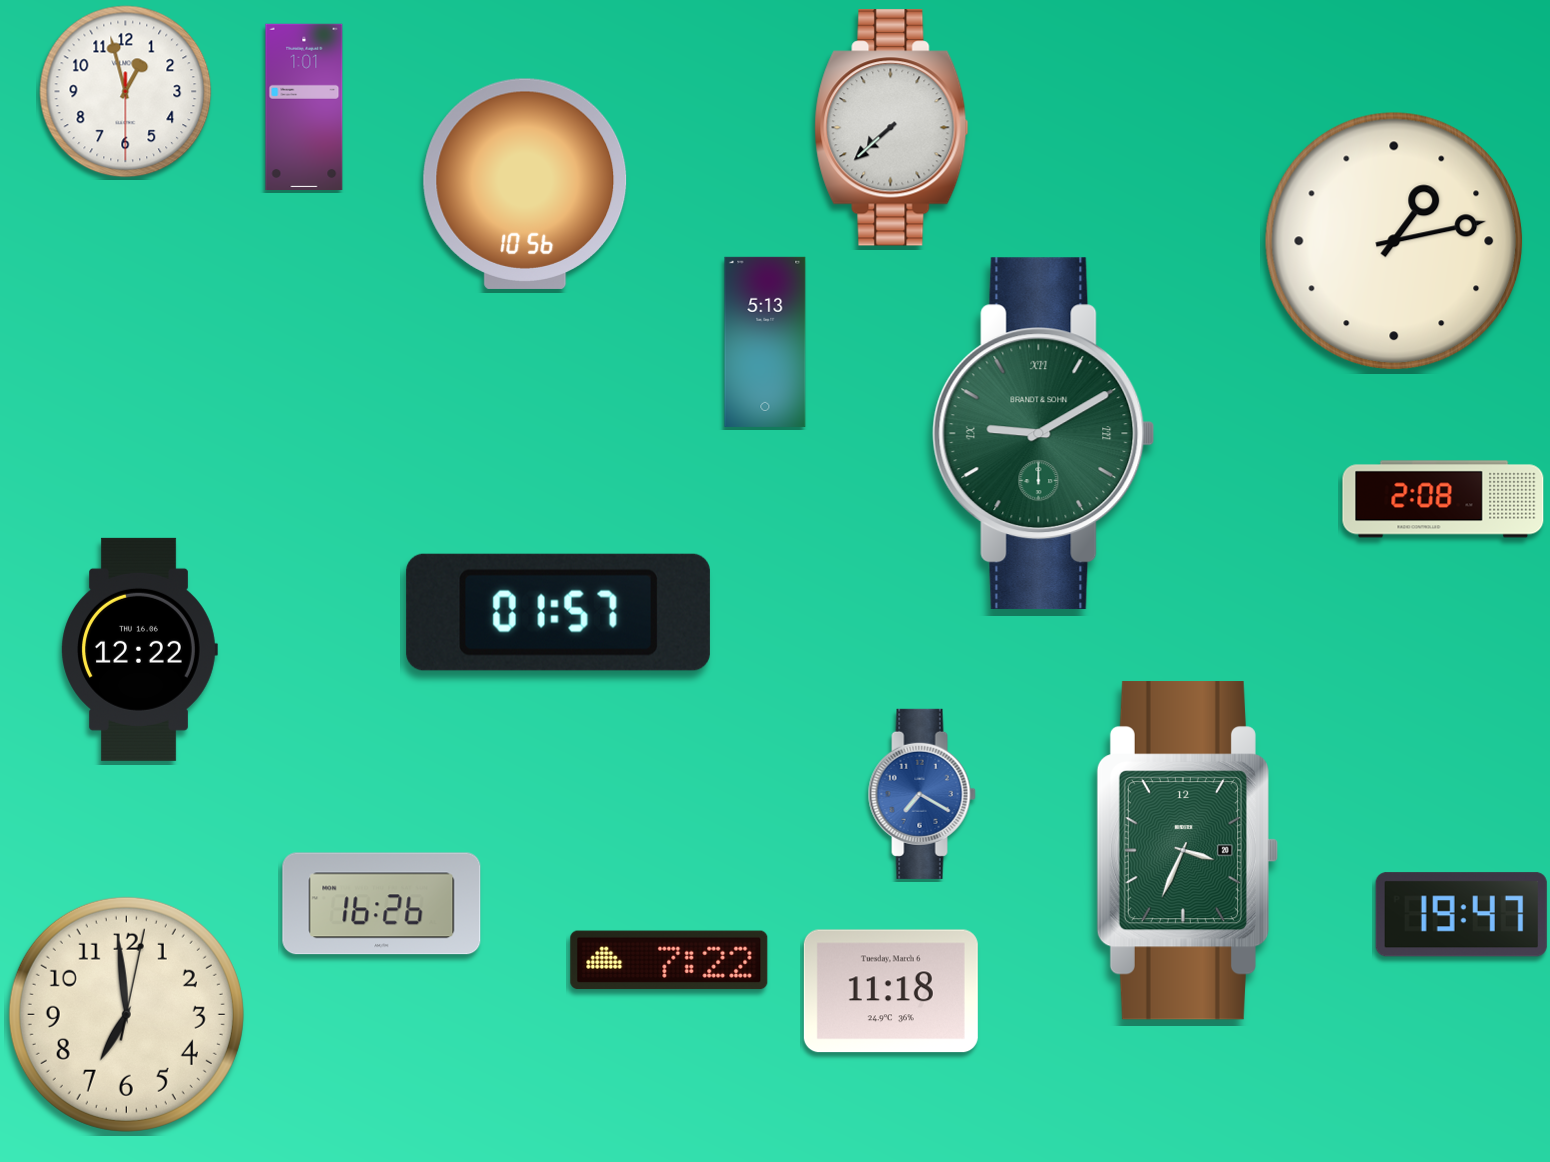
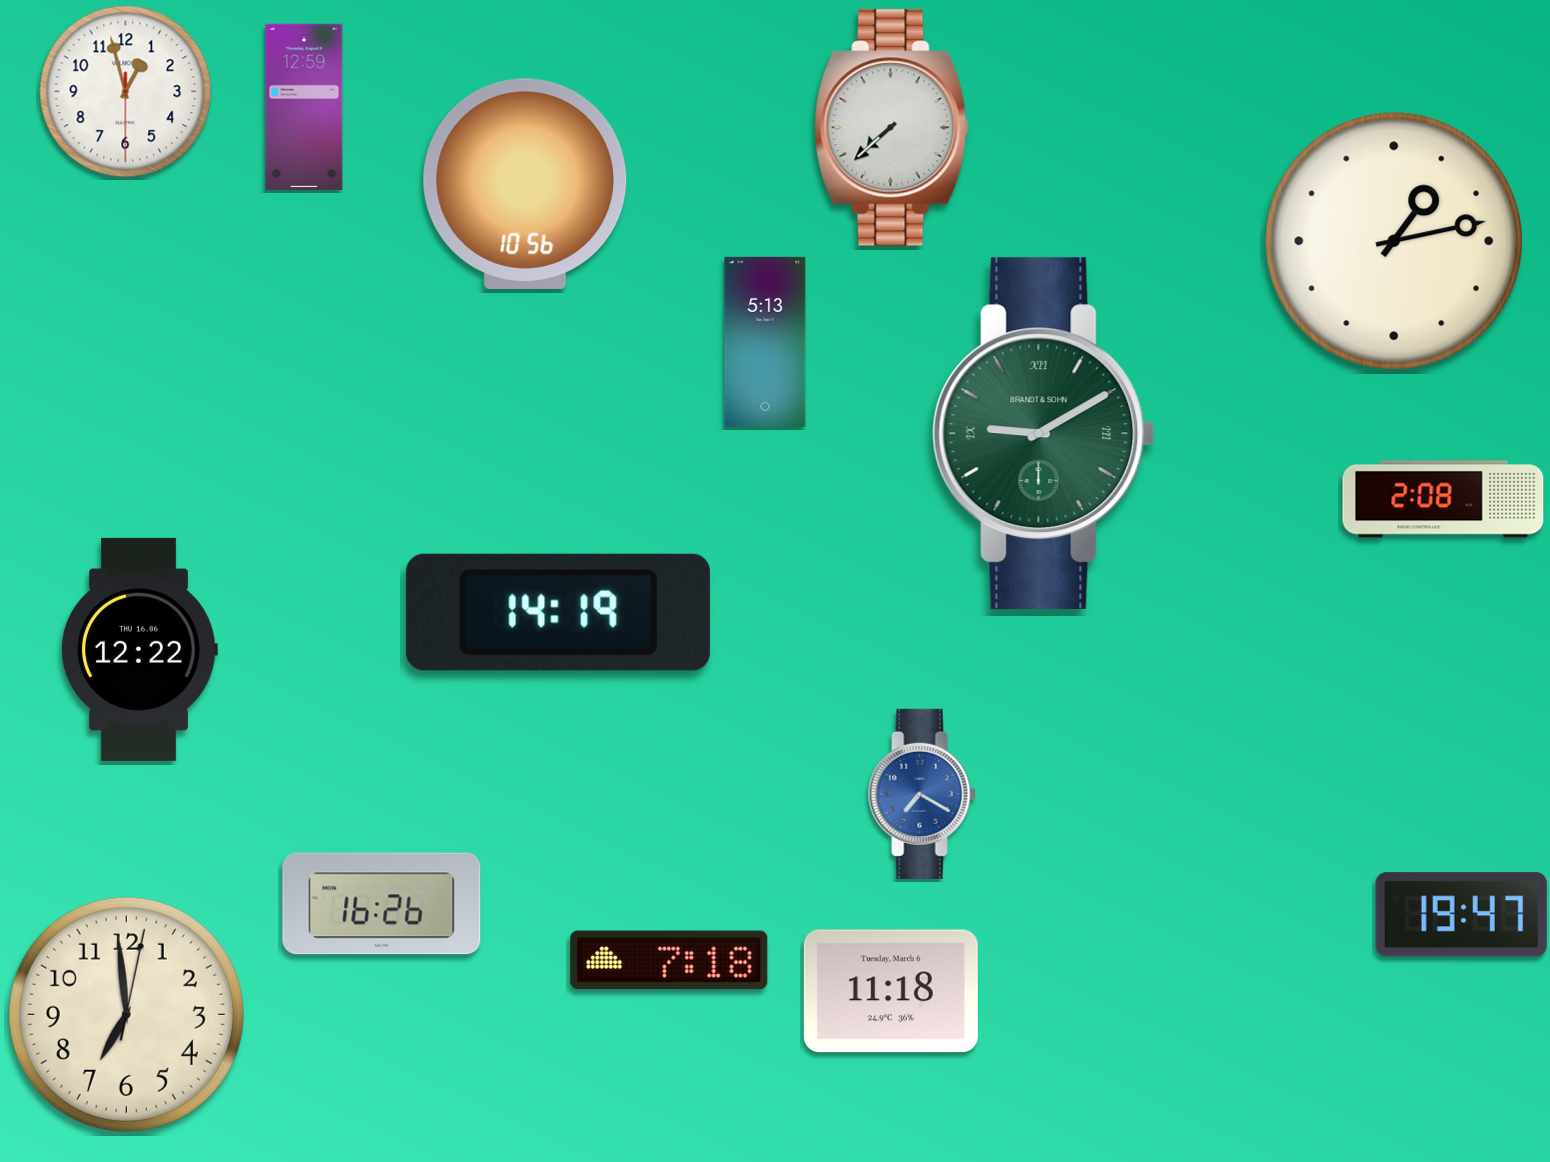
clock at (304, 106): 1:01 -> 12:59
clock at (558, 612): 01:57 -> 14:19
clock at (1187, 851): 3:34 -> none
clock at (669, 960): 7:22 -> 7:18
